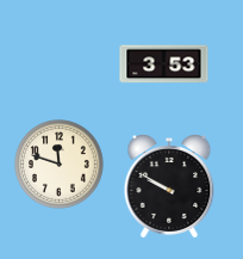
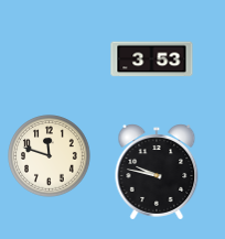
clock at (60, 165) position: (60, 165) -> (50, 156)
clock at (169, 186): 9:50 -> 9:47
